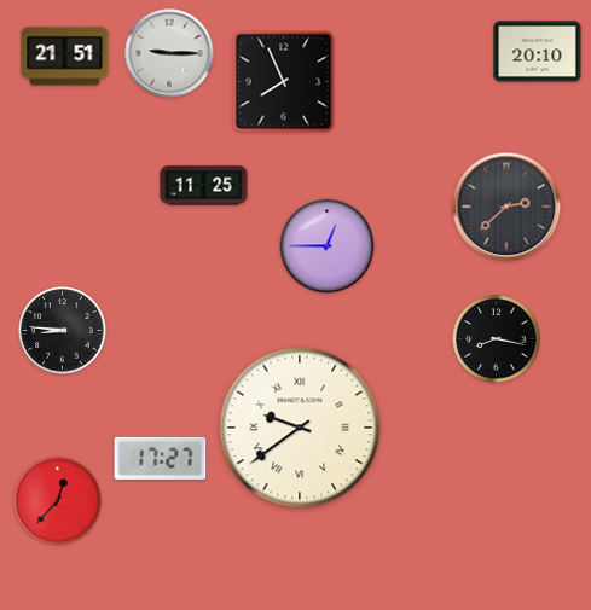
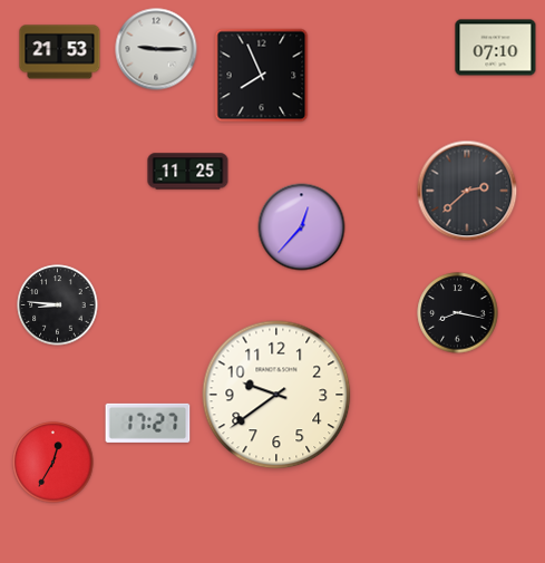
clock at (538, 52): 20:10 -> 07:10
clock at (65, 57): 21:51 -> 21:53
clock at (328, 246): 12:45 -> 12:37
clock at (300, 428) numerals: Roman -> Arabic
clock at (58, 501): 12:37 -> 12:35
